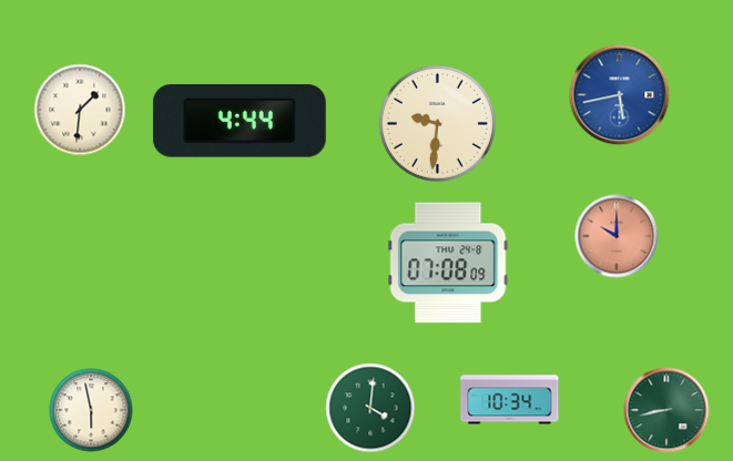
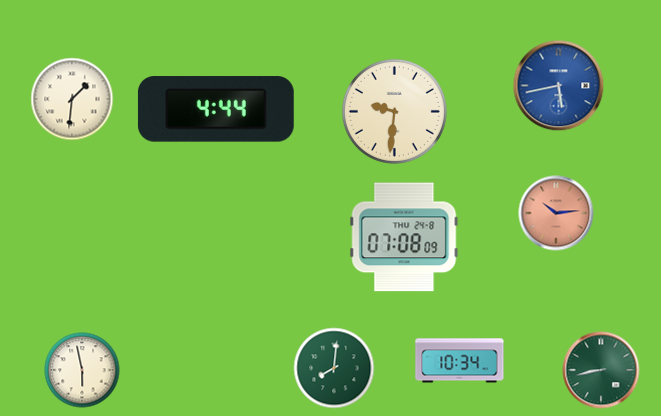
clock at (617, 236): 10:00 -> 10:14
clock at (370, 408): 4:01 -> 8:01
